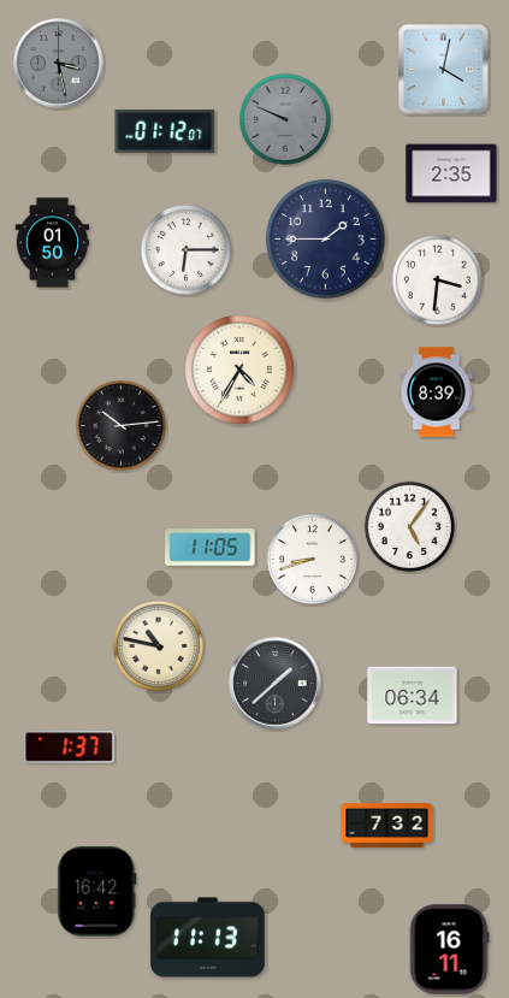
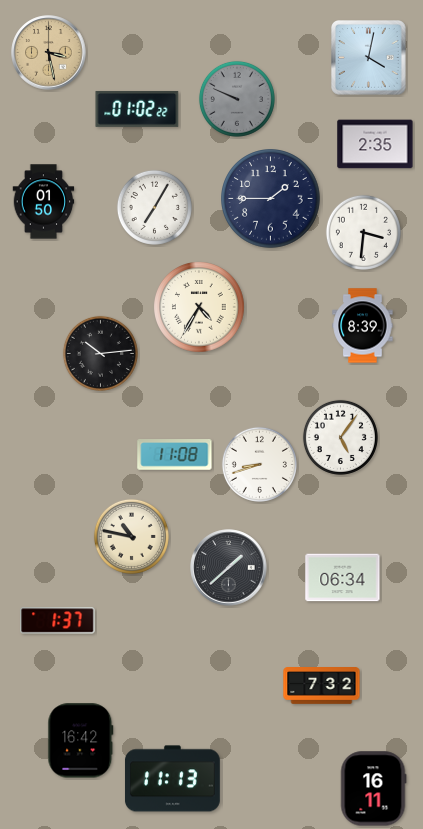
clock at (59, 64) dial: grey -> champagne
clock at (165, 131): 01:12 -> 01:02
clock at (185, 249): 6:15 -> 7:05
clock at (211, 548): 11:05 -> 11:08
